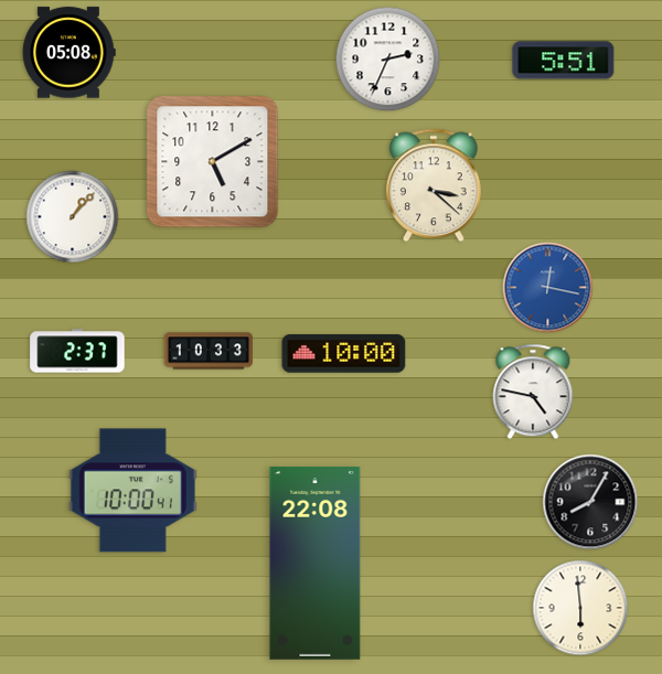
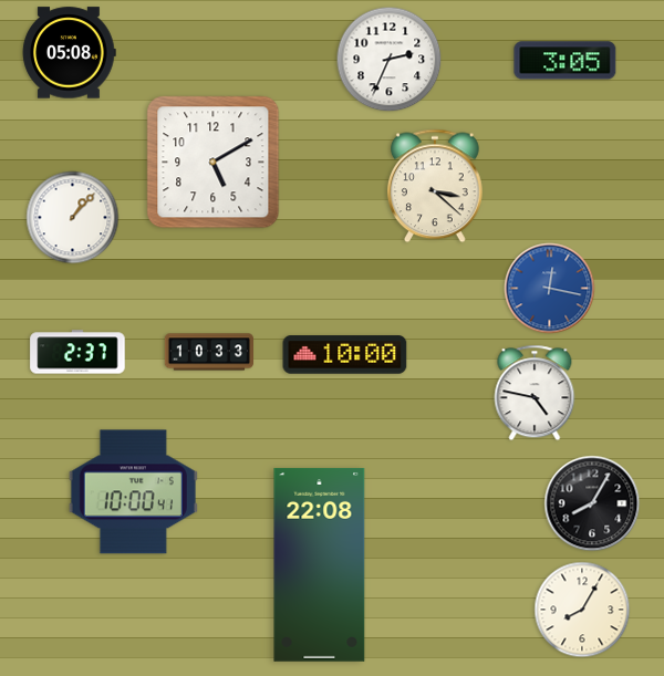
clock at (564, 61): 5:51 -> 3:05
clock at (316, 563) position: (316, 563) -> (320, 564)
clock at (580, 608): 5:59 -> 8:05
